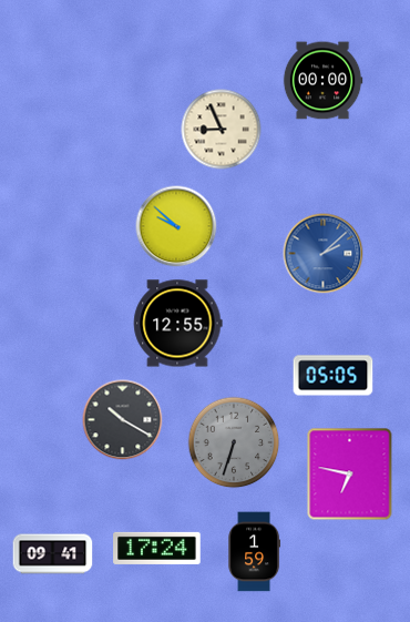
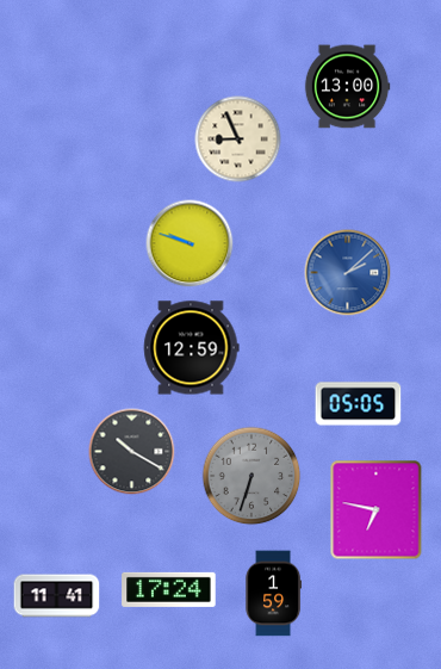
clock at (322, 81): 00:00 -> 13:00
clock at (176, 226): 9:52 -> 9:48
clock at (177, 324): 12:55 -> 12:59
clock at (53, 554): 09:41 -> 11:41
